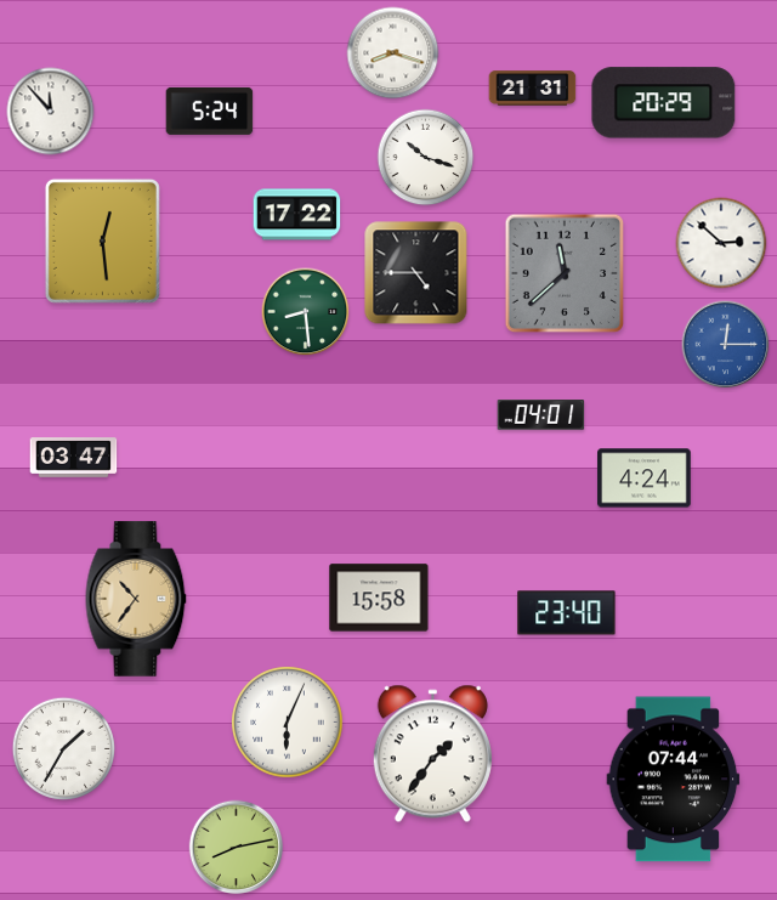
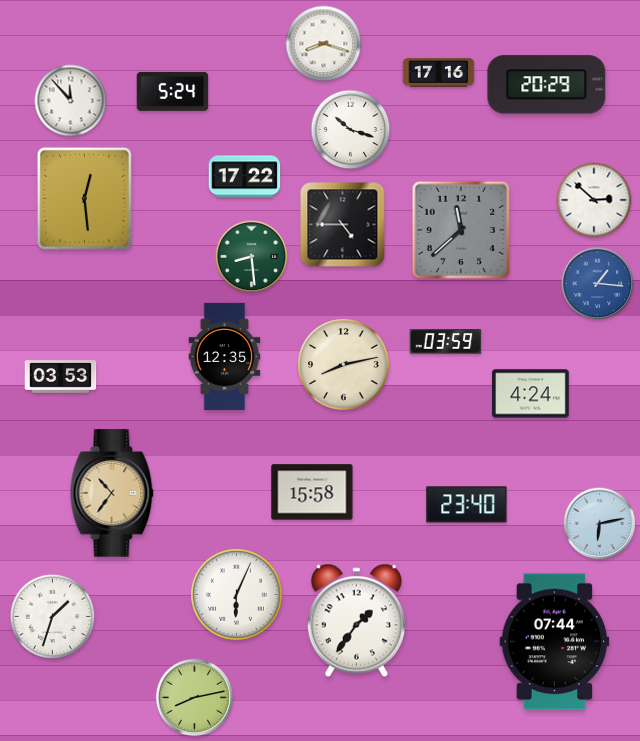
clock at (533, 89): 21:31 -> 17:16
clock at (51, 112) position: (51, 112) -> (71, 101)
clock at (565, 273) position: (565, 273) -> (461, 230)
clock at (726, 345): 12:15 -> 1:16
clock at (541, 415): 04:01 -> 03:59
clock at (225, 356): none -> 12:35
clock at (344, 365): none -> 8:13
clock at (74, 458): 03:47 -> 03:53
clock at (600, 524): none -> 6:13
clock at (63, 748): 1:35 -> 1:33
